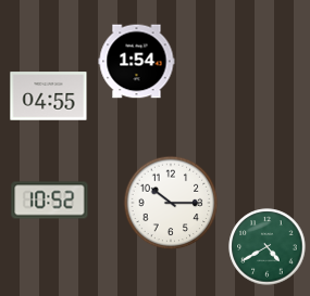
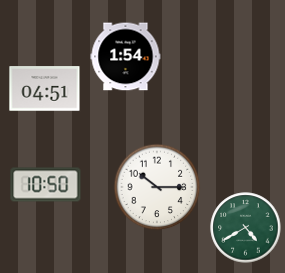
clock at (49, 96): 04:55 -> 04:51
clock at (50, 201): 10:52 -> 10:50
